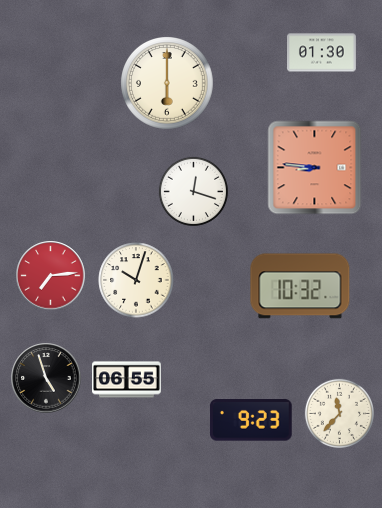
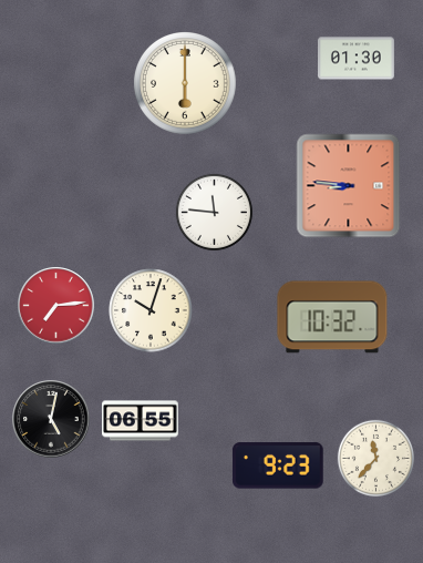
clock at (168, 84) position: (168, 84) -> (186, 84)
clock at (193, 191): 12:18 -> 11:46
clock at (46, 378): 4:57 -> 5:02
